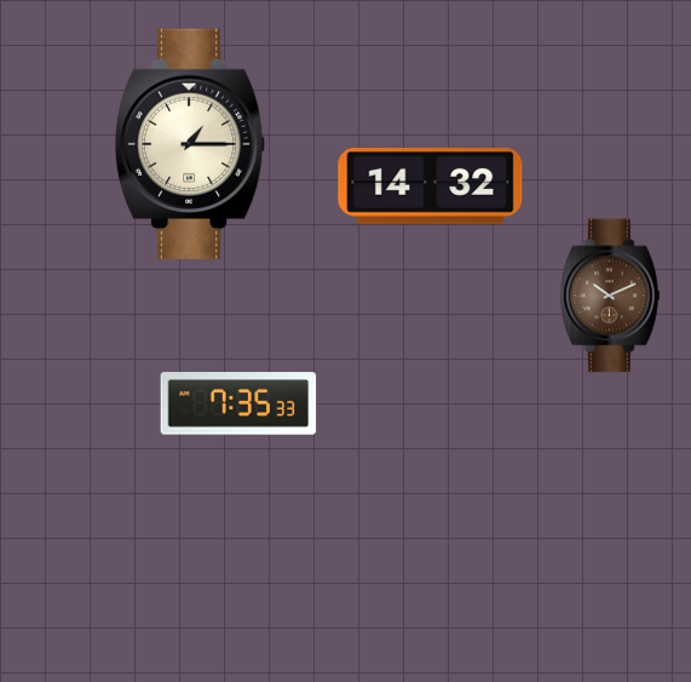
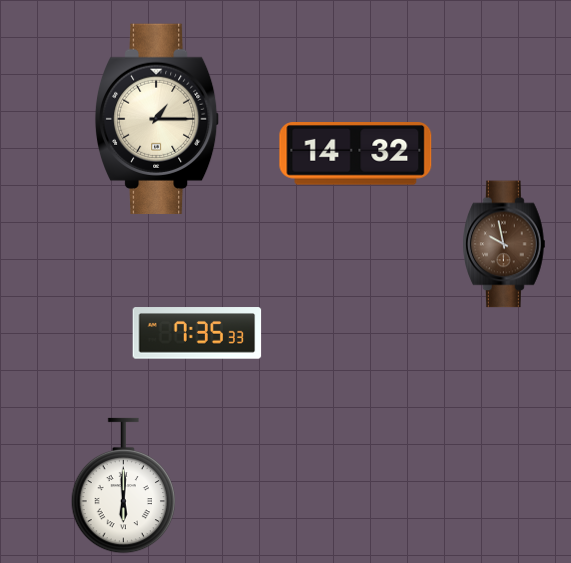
clock at (610, 296): 10:11 -> 9:58
clock at (123, 486): none -> 6:00
